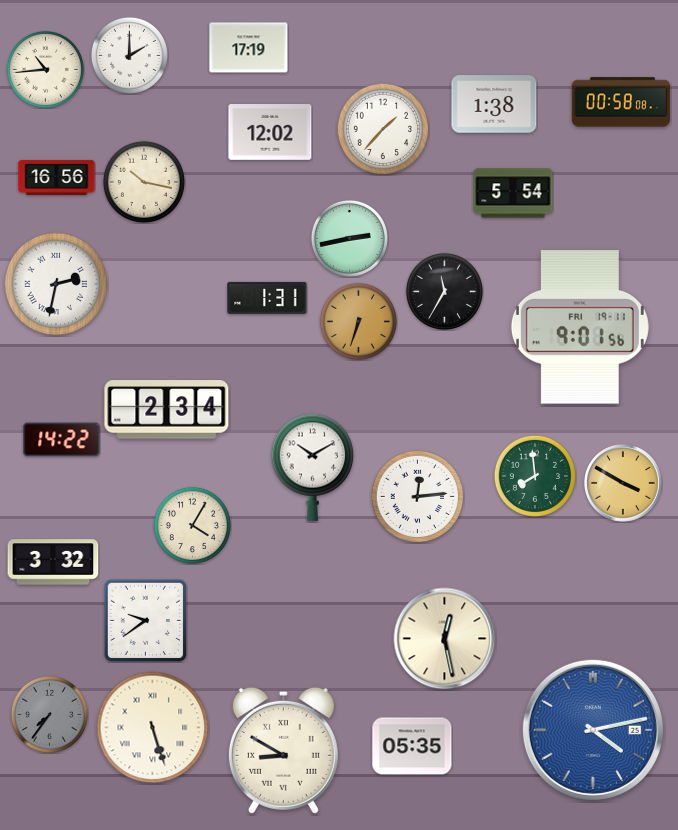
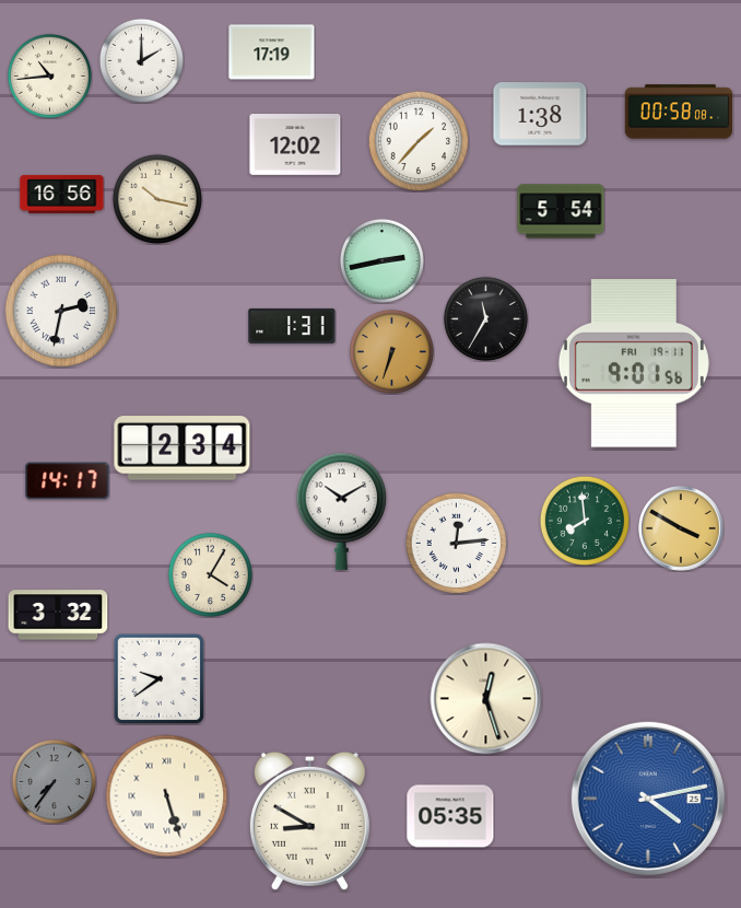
clock at (580, 327) position: (580, 327) -> (634, 363)
clock at (62, 440): 14:22 -> 14:17
clock at (445, 639): 12:28 -> 12:27
